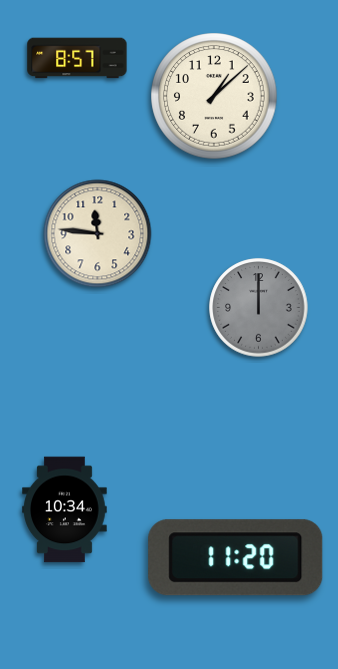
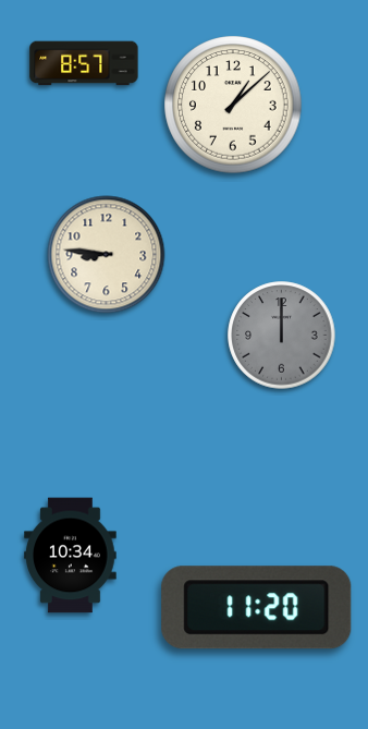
clock at (98, 234): 11:46 -> 8:46
